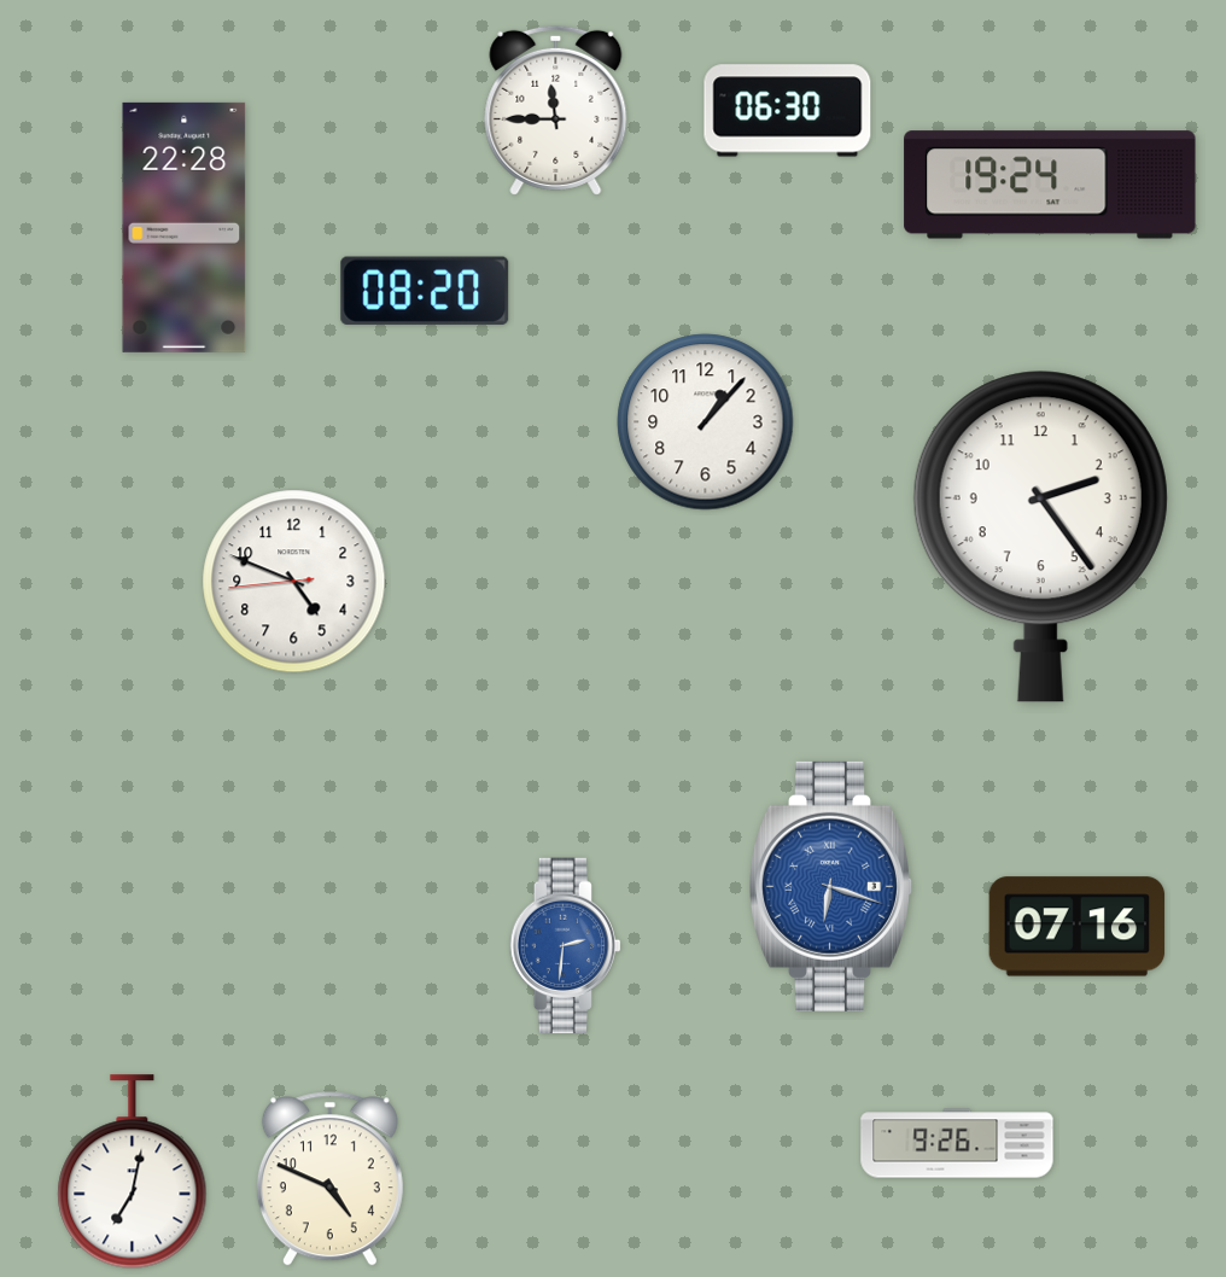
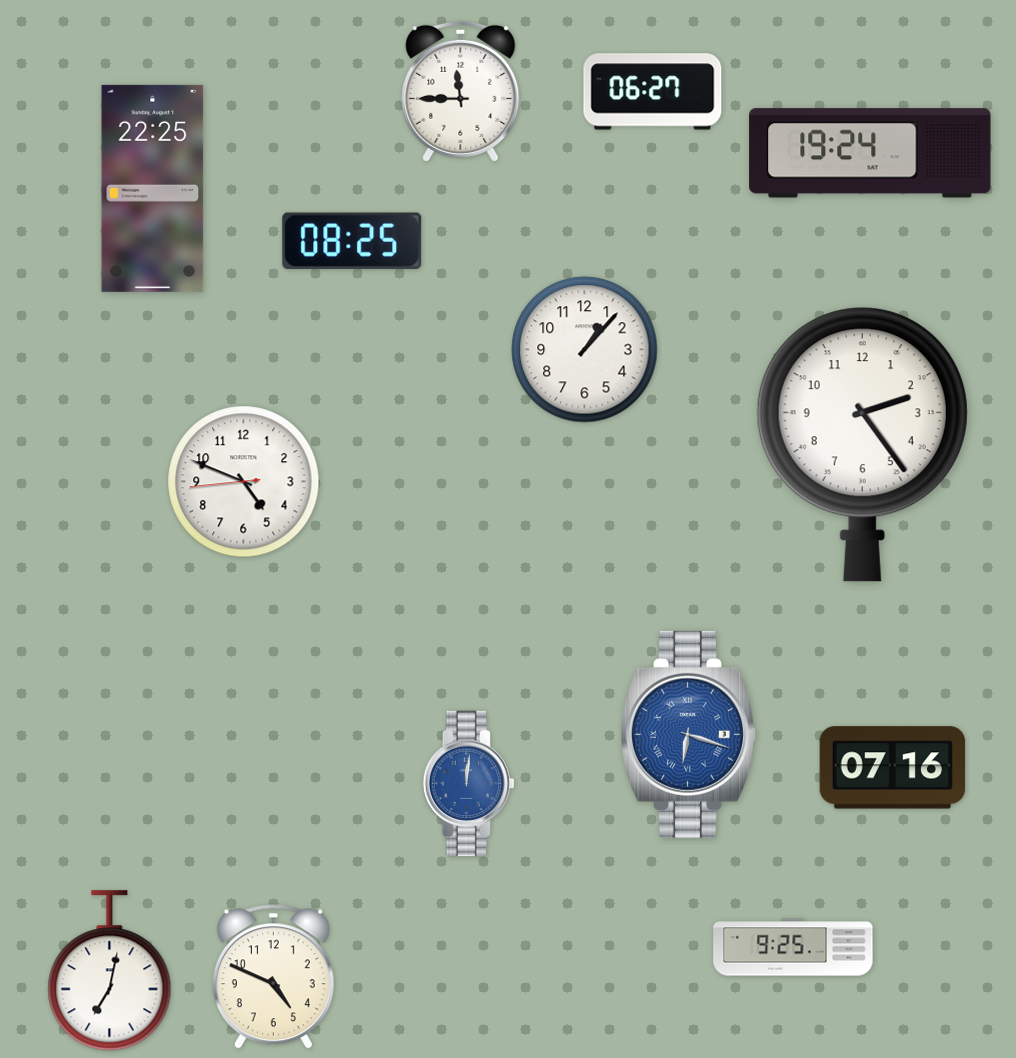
clock at (788, 111): 06:30 -> 06:27
clock at (185, 227): 22:28 -> 22:25
clock at (425, 291): 08:20 -> 08:25
clock at (565, 946): 2:31 -> 12:01
clock at (957, 1143): 9:26 -> 9:25
